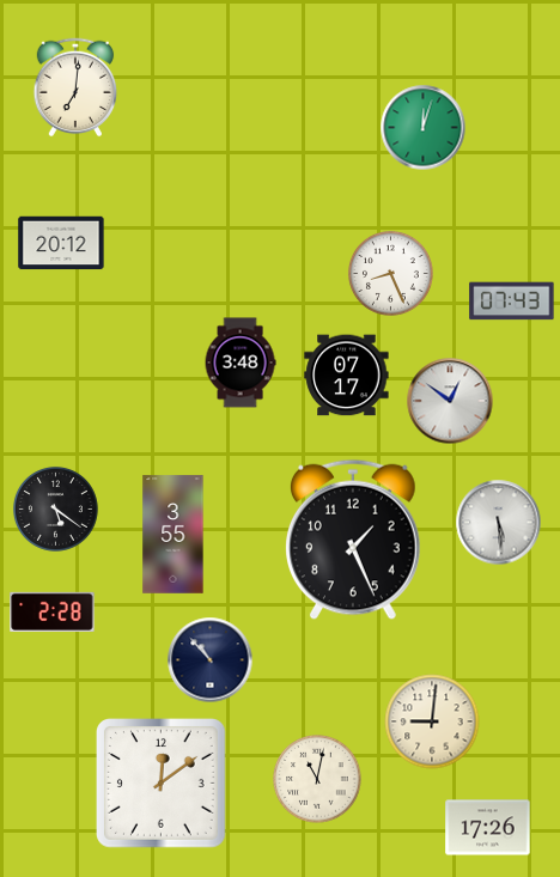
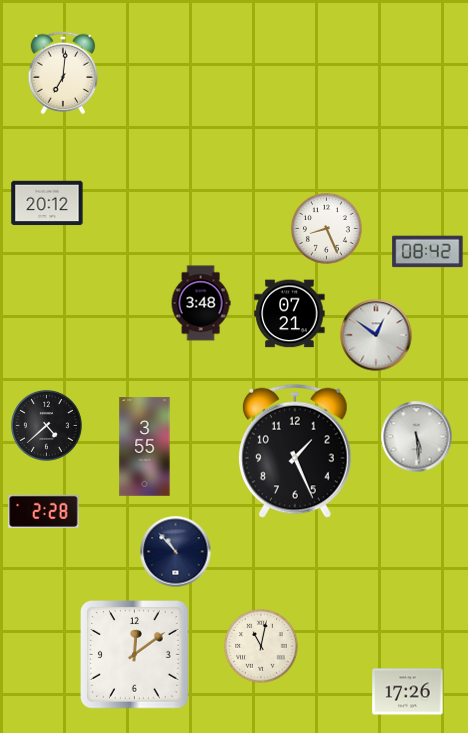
clock at (424, 128): 12:03 -> none
clock at (61, 243) position: (61, 243) -> (47, 203)
clock at (512, 302): 07:43 -> 08:42
clock at (347, 376): 07:17 -> 07:21
clock at (55, 508): 5:21 -> 4:38
clock at (432, 721): 9:01 -> none
clock at (317, 779) position: (317, 779) -> (261, 646)
